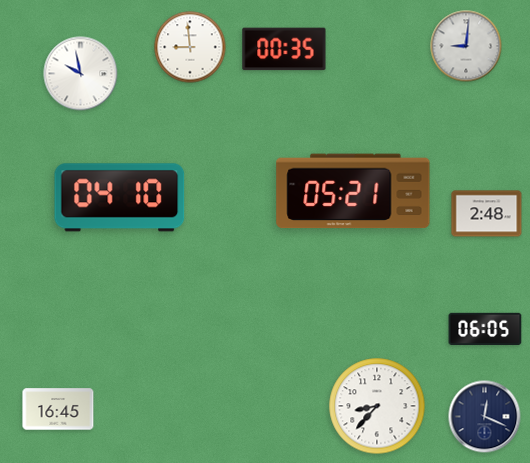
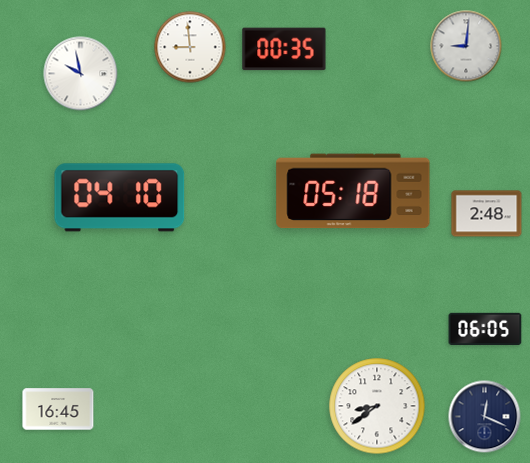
clock at (353, 191): 05:21 -> 05:18
clock at (377, 406): 8:37 -> 8:39
